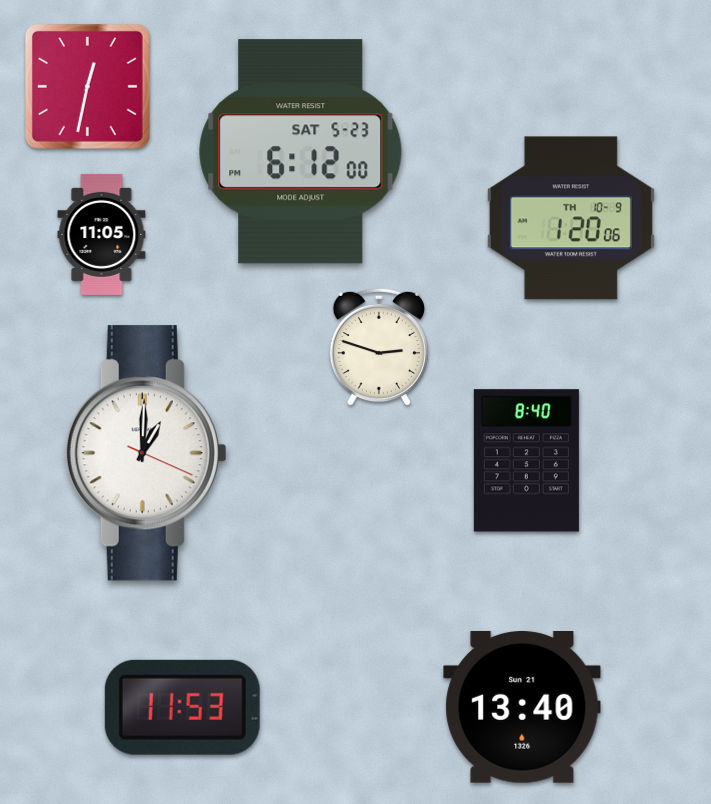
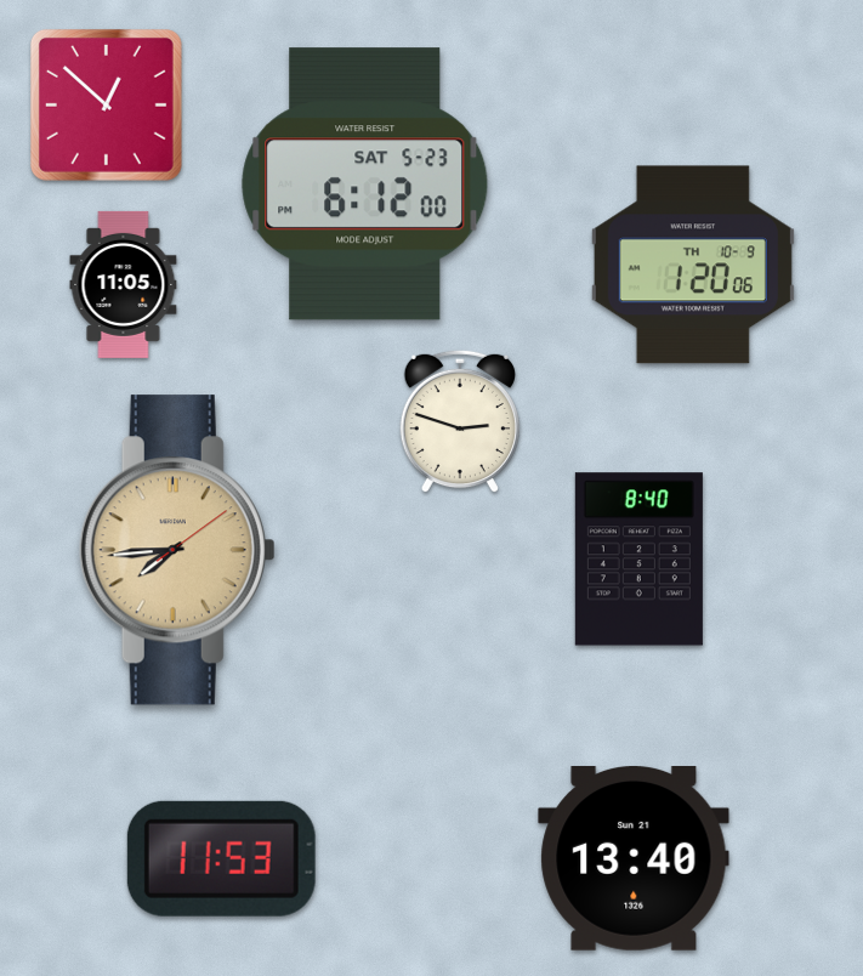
clock at (87, 86): 12:32 -> 12:52
clock at (146, 453): 1:00 -> 7:44
clock at (146, 453) dial: white -> champagne
